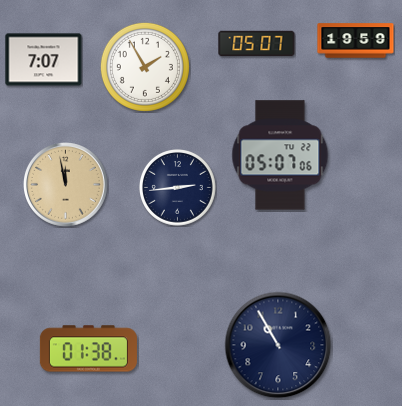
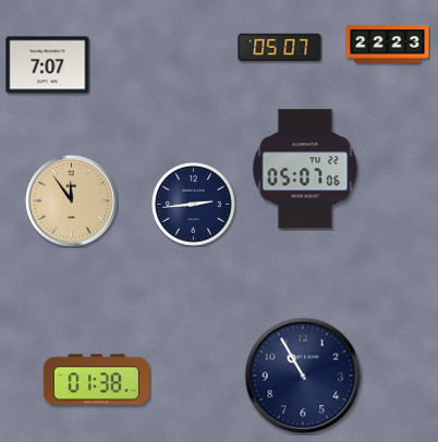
clock at (356, 41): 19:59 -> 22:23
clock at (145, 67): 1:55 -> none
clock at (66, 185): 11:58 -> 11:54
